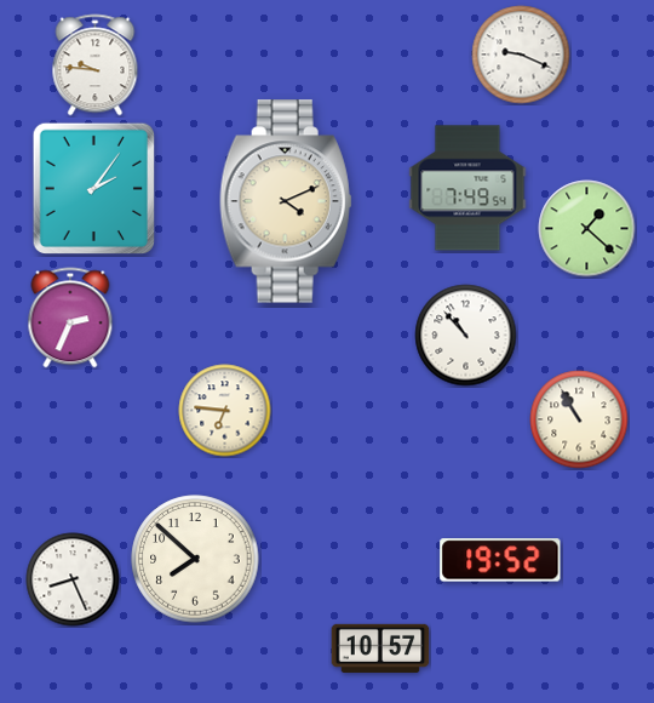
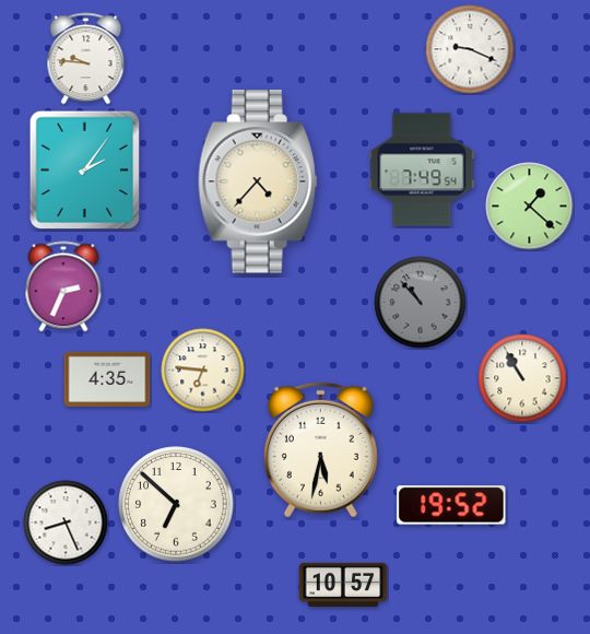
clock at (286, 201): 4:11 -> 4:37
clock at (466, 336) dial: white -> grey
clock at (107, 379): none -> 4:35
clock at (320, 449): none -> 5:32
clock at (195, 559): 7:52 -> 6:52
